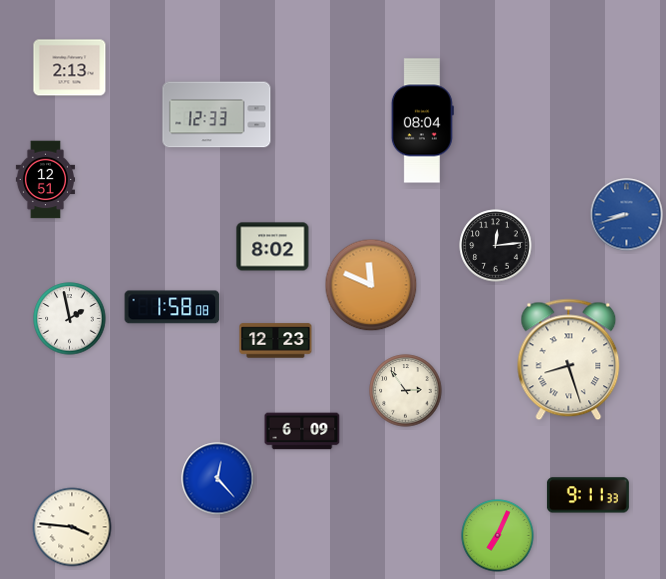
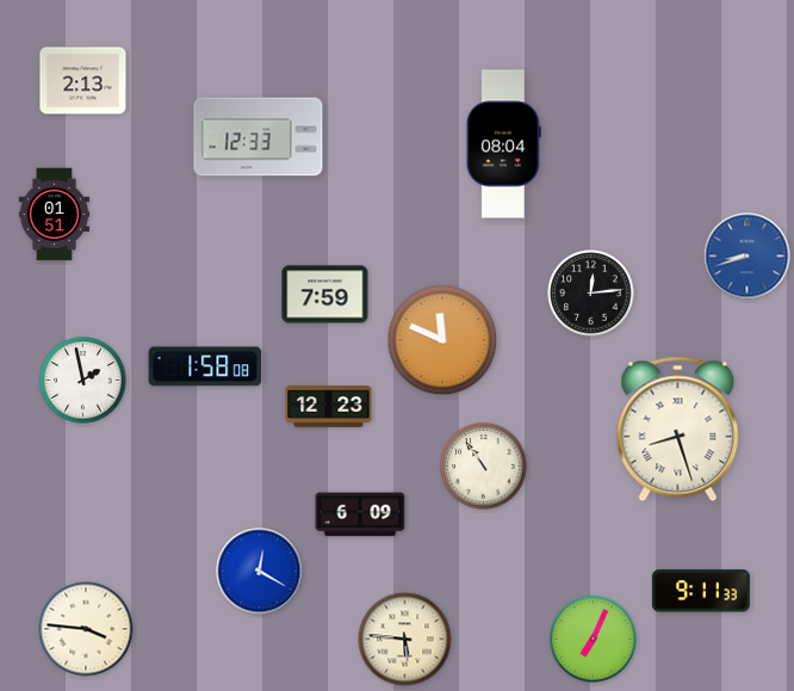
clock at (45, 180): 12:51 -> 01:51
clock at (273, 247): 8:02 -> 7:59
clock at (406, 391): 2:54 -> 10:54
clock at (218, 479): 12:23 -> 12:20
clock at (405, 640): none -> 5:46
